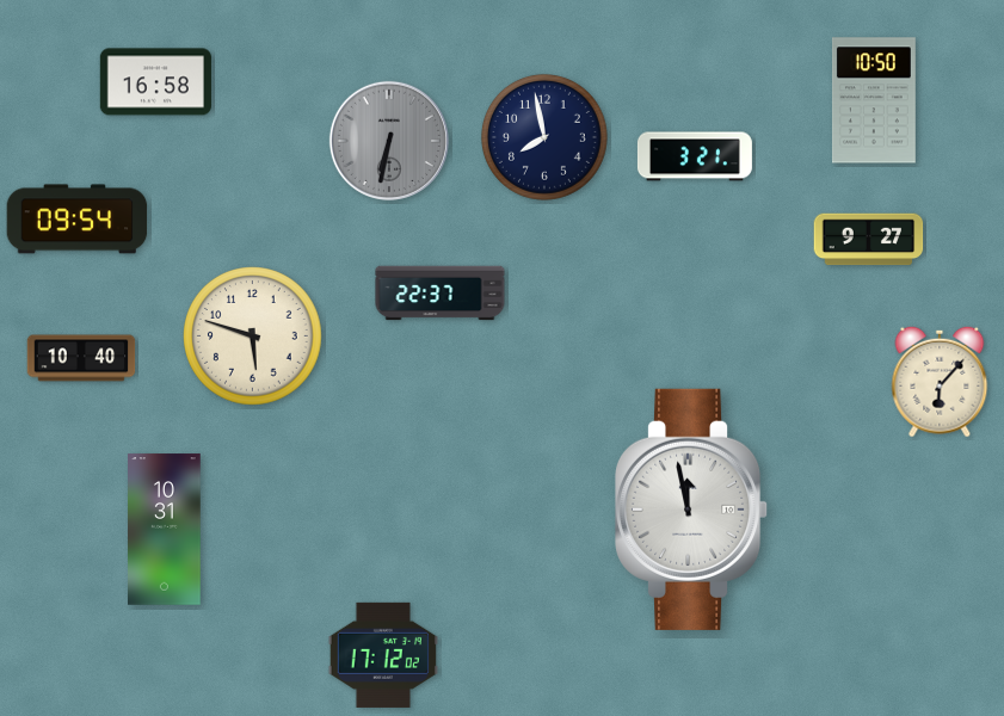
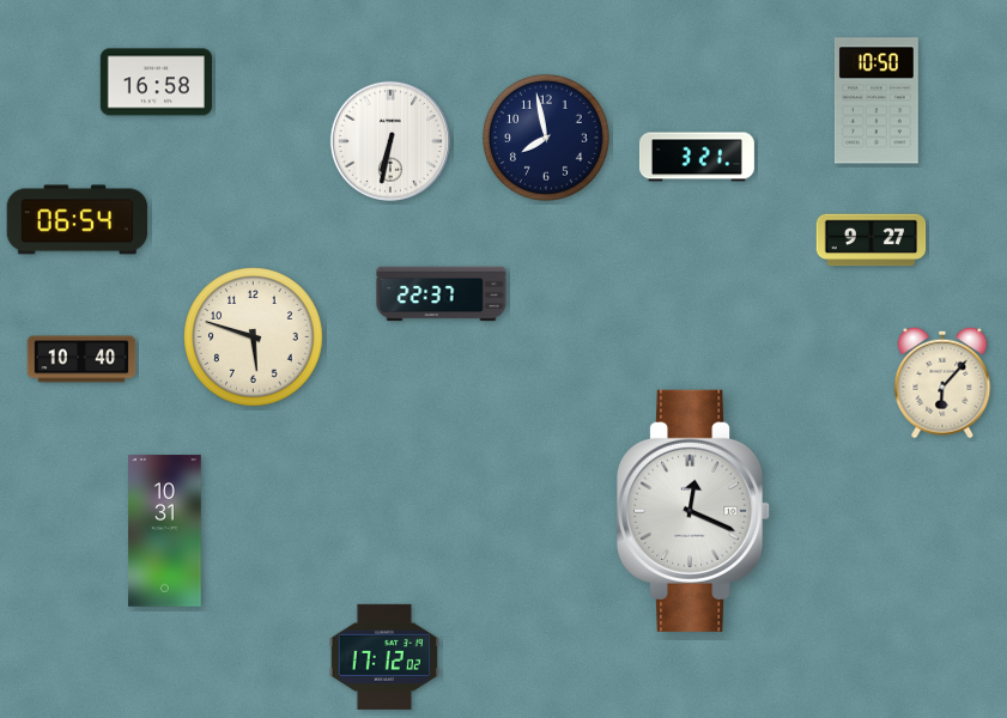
clock at (389, 141) dial: grey -> white
clock at (78, 220): 09:54 -> 06:54
clock at (692, 510): 11:58 -> 12:19
